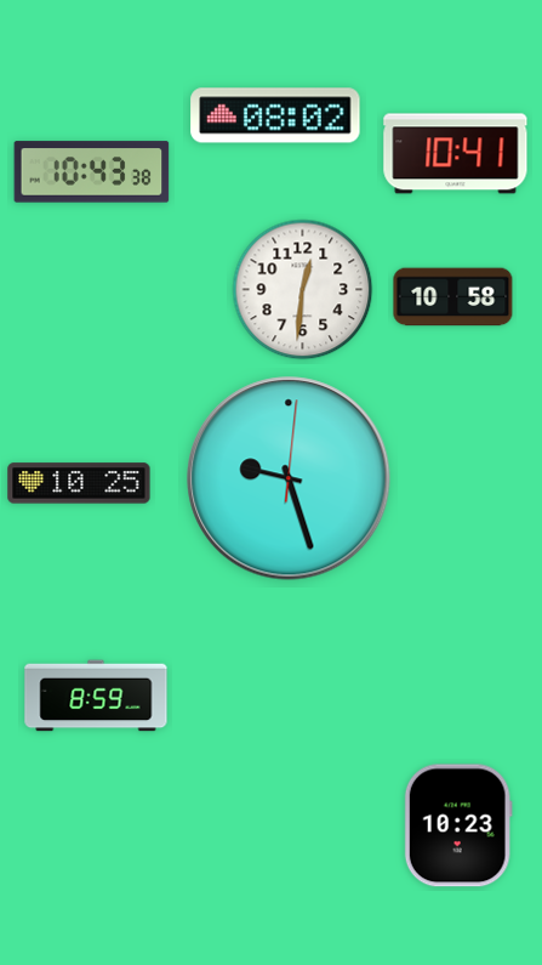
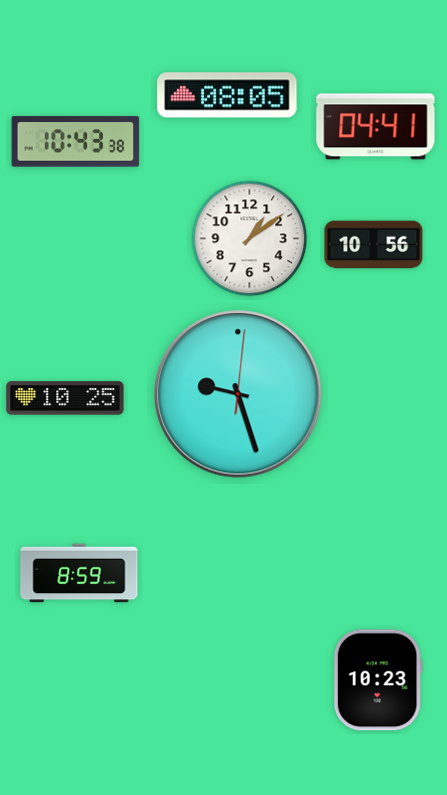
clock at (275, 115): 08:02 -> 08:05
clock at (456, 154): 10:41 -> 04:41
clock at (303, 290): 12:31 -> 1:09
clock at (453, 297): 10:58 -> 10:56
